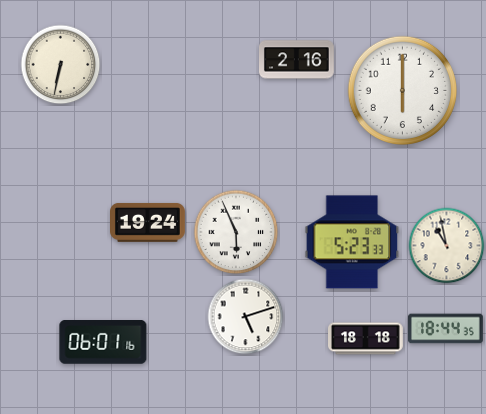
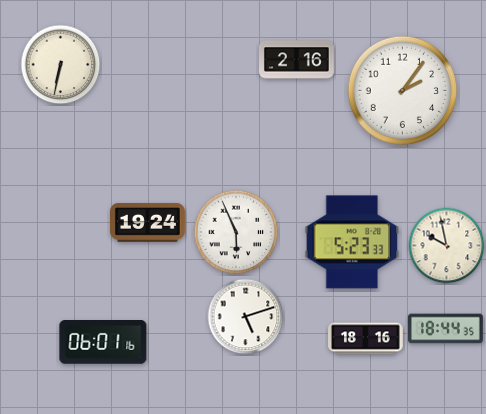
clock at (403, 91): 6:00 -> 2:06
clock at (447, 246): 10:58 -> 9:58
clock at (366, 339): 18:18 -> 18:16
